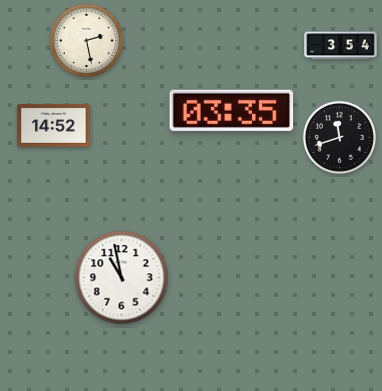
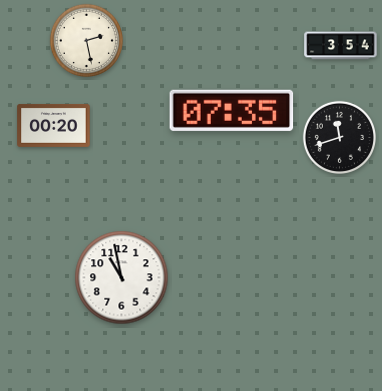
clock at (232, 110): 03:35 -> 07:35
clock at (54, 125): 14:52 -> 00:20
